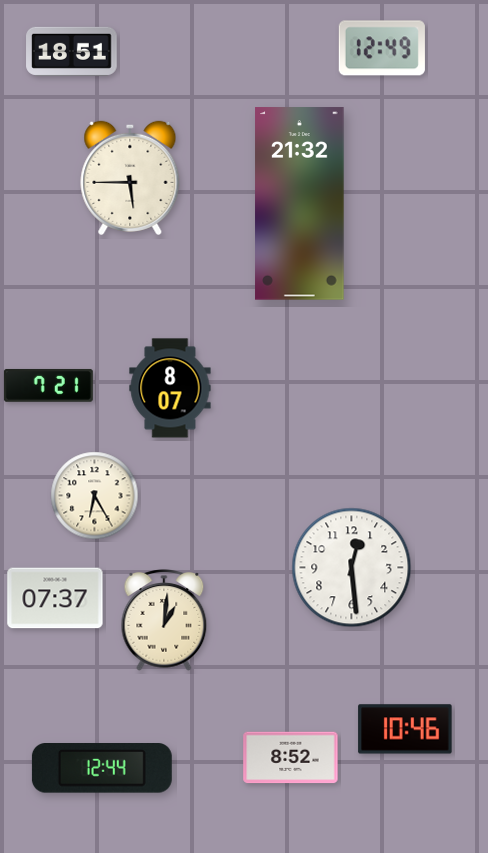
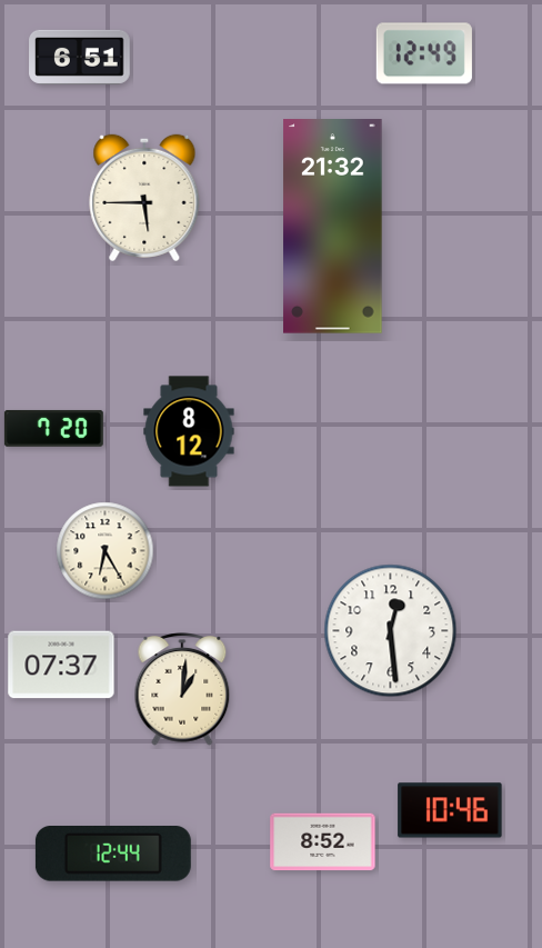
clock at (72, 51): 18:51 -> 6:51
clock at (48, 385): 7:21 -> 7:20
clock at (170, 388): 8:07 -> 8:12
